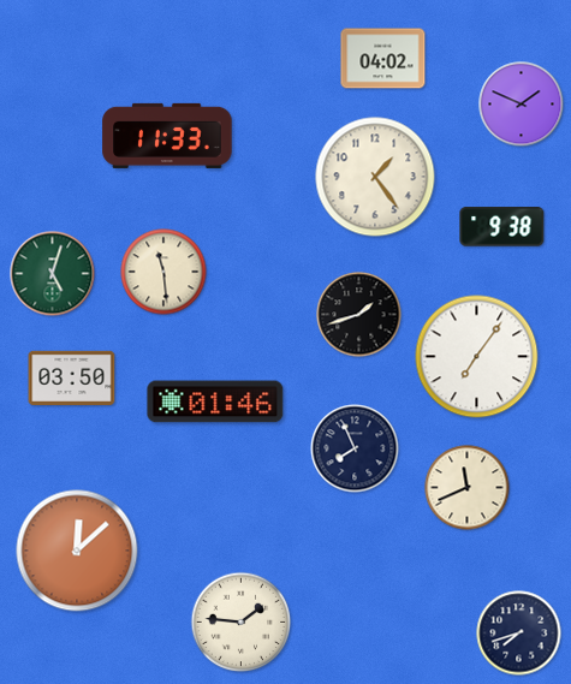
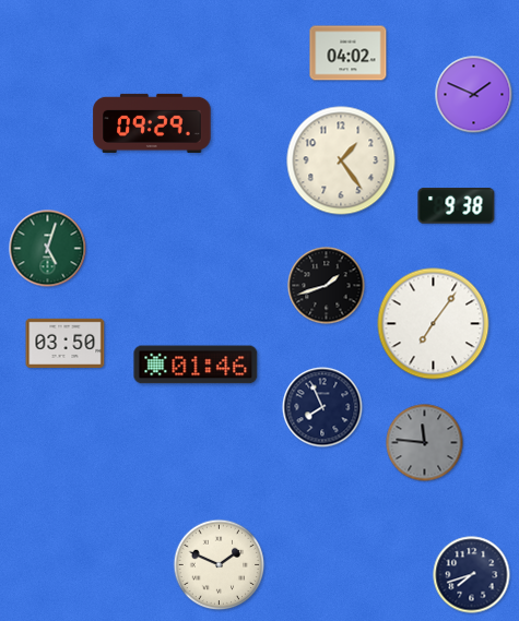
clock at (167, 136): 11:33 -> 09:29
clock at (163, 272): 11:29 -> none
clock at (468, 488): 11:41 -> 11:46
clock at (468, 488) dial: cream -> grey
clock at (77, 551): 12:08 -> none
clock at (242, 623): 1:46 -> 1:49
